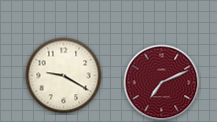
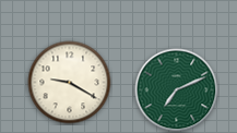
clock at (162, 83) dial: burgundy -> green
